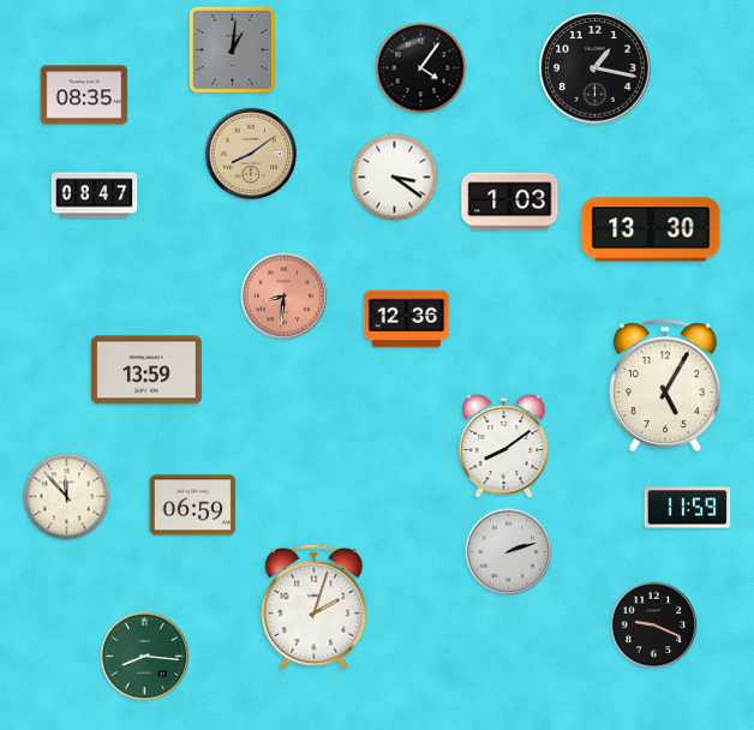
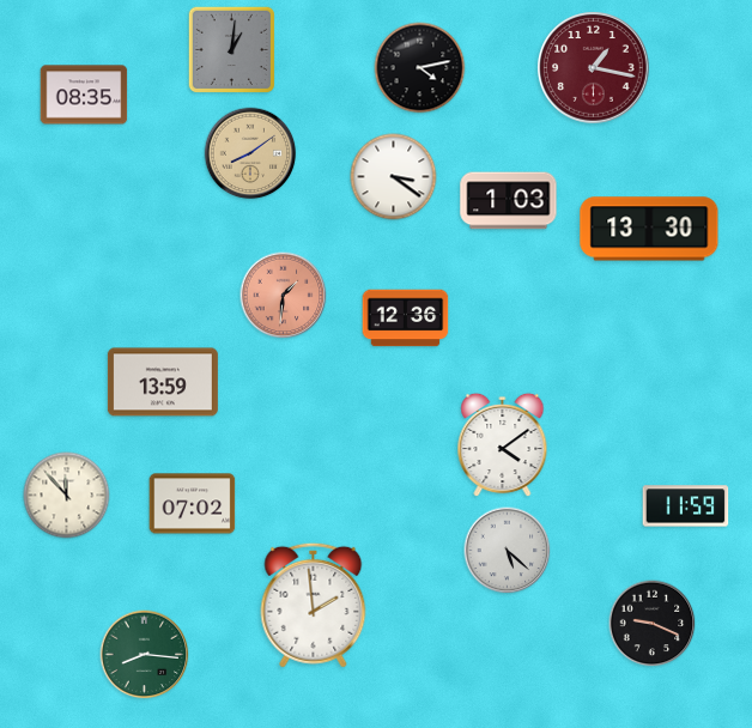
clock at (421, 68): 4:06 -> 4:13
clock at (596, 68) dial: black -> burgundy
clock at (95, 196): 08:47 -> none
clock at (285, 297): 8:31 -> 1:31
clock at (146, 370) position: (146, 370) -> (163, 382)
clock at (665, 385): 5:05 -> none
clock at (504, 447): 8:09 -> 4:09
clock at (193, 505): 06:59 -> 07:02
clock at (509, 552): 2:12 -> 5:22
clock at (315, 606): 2:03 -> 1:59
